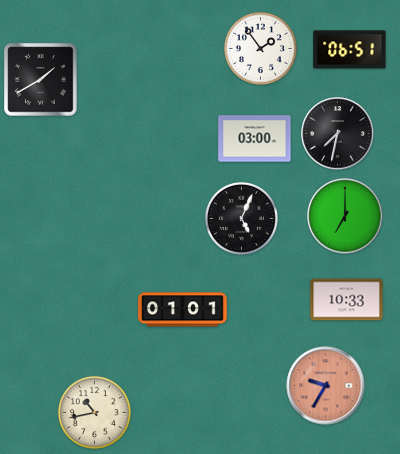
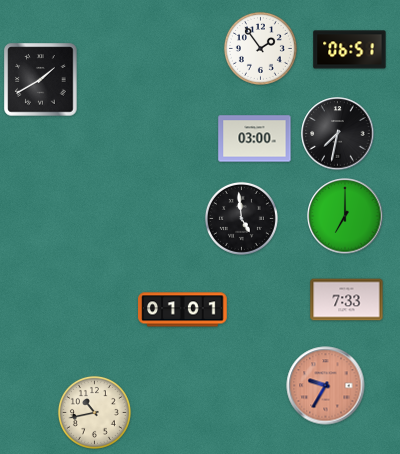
clock at (241, 218): 5:04 -> 4:59
clock at (347, 300): 10:33 -> 7:33
